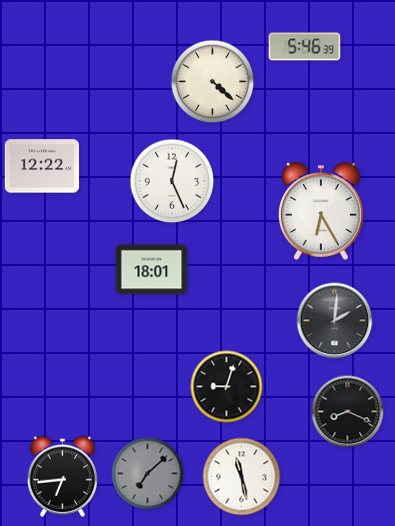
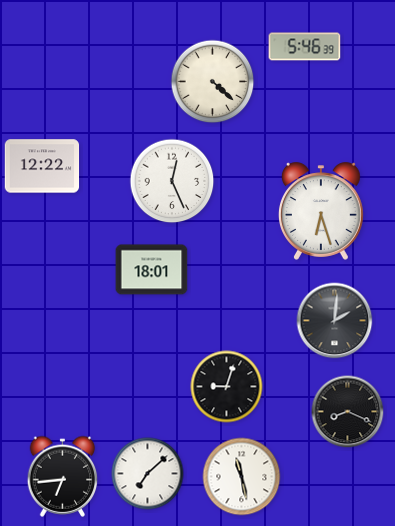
clock at (321, 211): 6:25 -> 6:27
clock at (148, 474) dial: grey -> white
